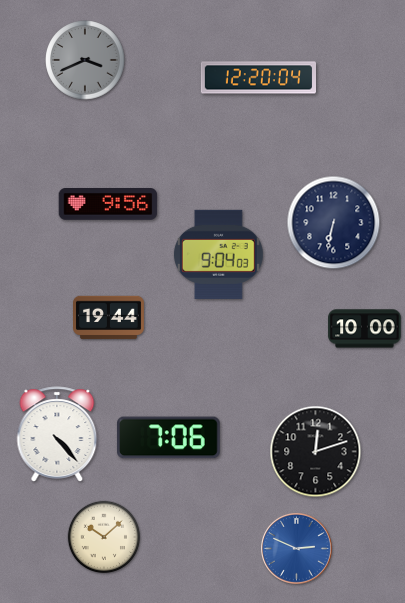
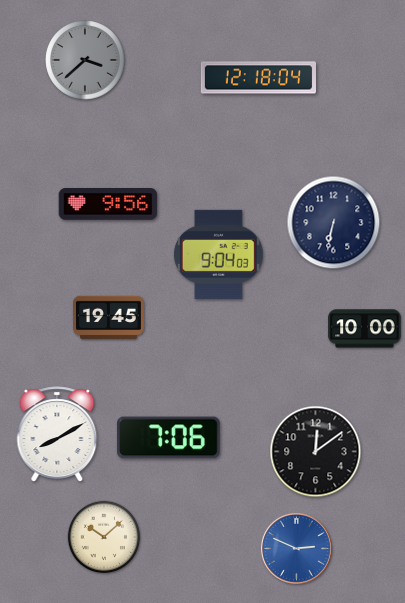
clock at (85, 60): 3:41 -> 3:38
clock at (258, 78): 12:20 -> 12:18
clock at (109, 318): 19:44 -> 19:45
clock at (57, 434): 4:23 -> 8:10
clock at (316, 452): 12:12 -> 12:09
